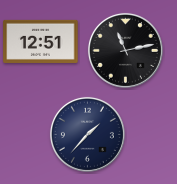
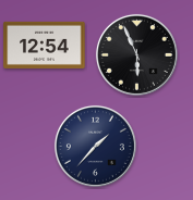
clock at (41, 41): 12:51 -> 12:54
clock at (125, 50): 11:13 -> 5:56
